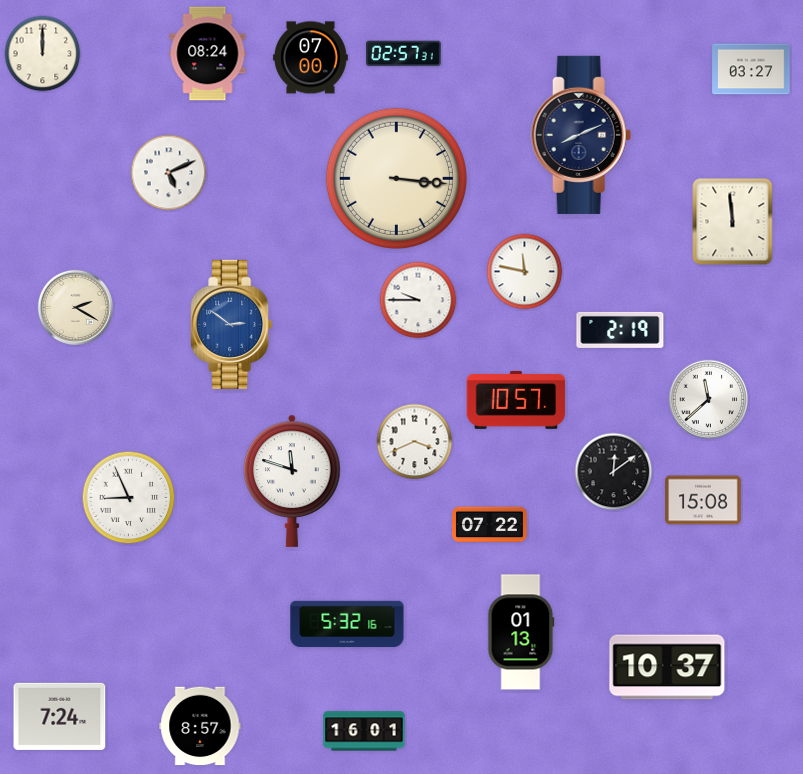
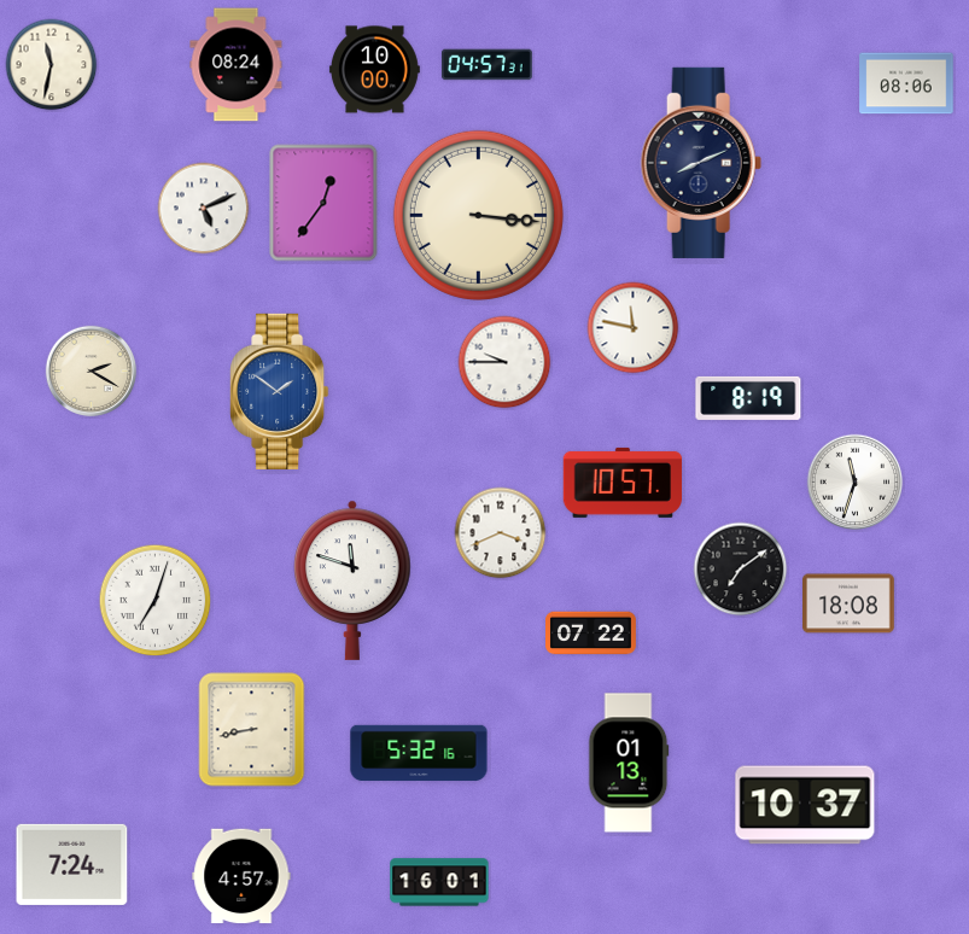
clock at (43, 54): 12:00 -> 11:32
clock at (208, 54) position: (208, 54) -> (237, 65)
clock at (403, 54): 02:57 -> 04:57
clock at (310, 58): 07:00 -> 10:00
clock at (751, 69): 03:27 -> 08:06
clock at (323, 203): none -> 12:36
clock at (733, 222): 11:59 -> none
clock at (232, 324): 2:51 -> 1:51
clock at (620, 330): 2:19 -> 8:19
clock at (709, 400): 11:38 -> 11:33
clock at (614, 472): 12:09 -> 7:09
clock at (129, 498): 8:56 -> 7:03
clock at (704, 500): 15:08 -> 18:08
clock at (252, 730): none -> 8:43
clock at (200, 726): 8:57 -> 4:57
